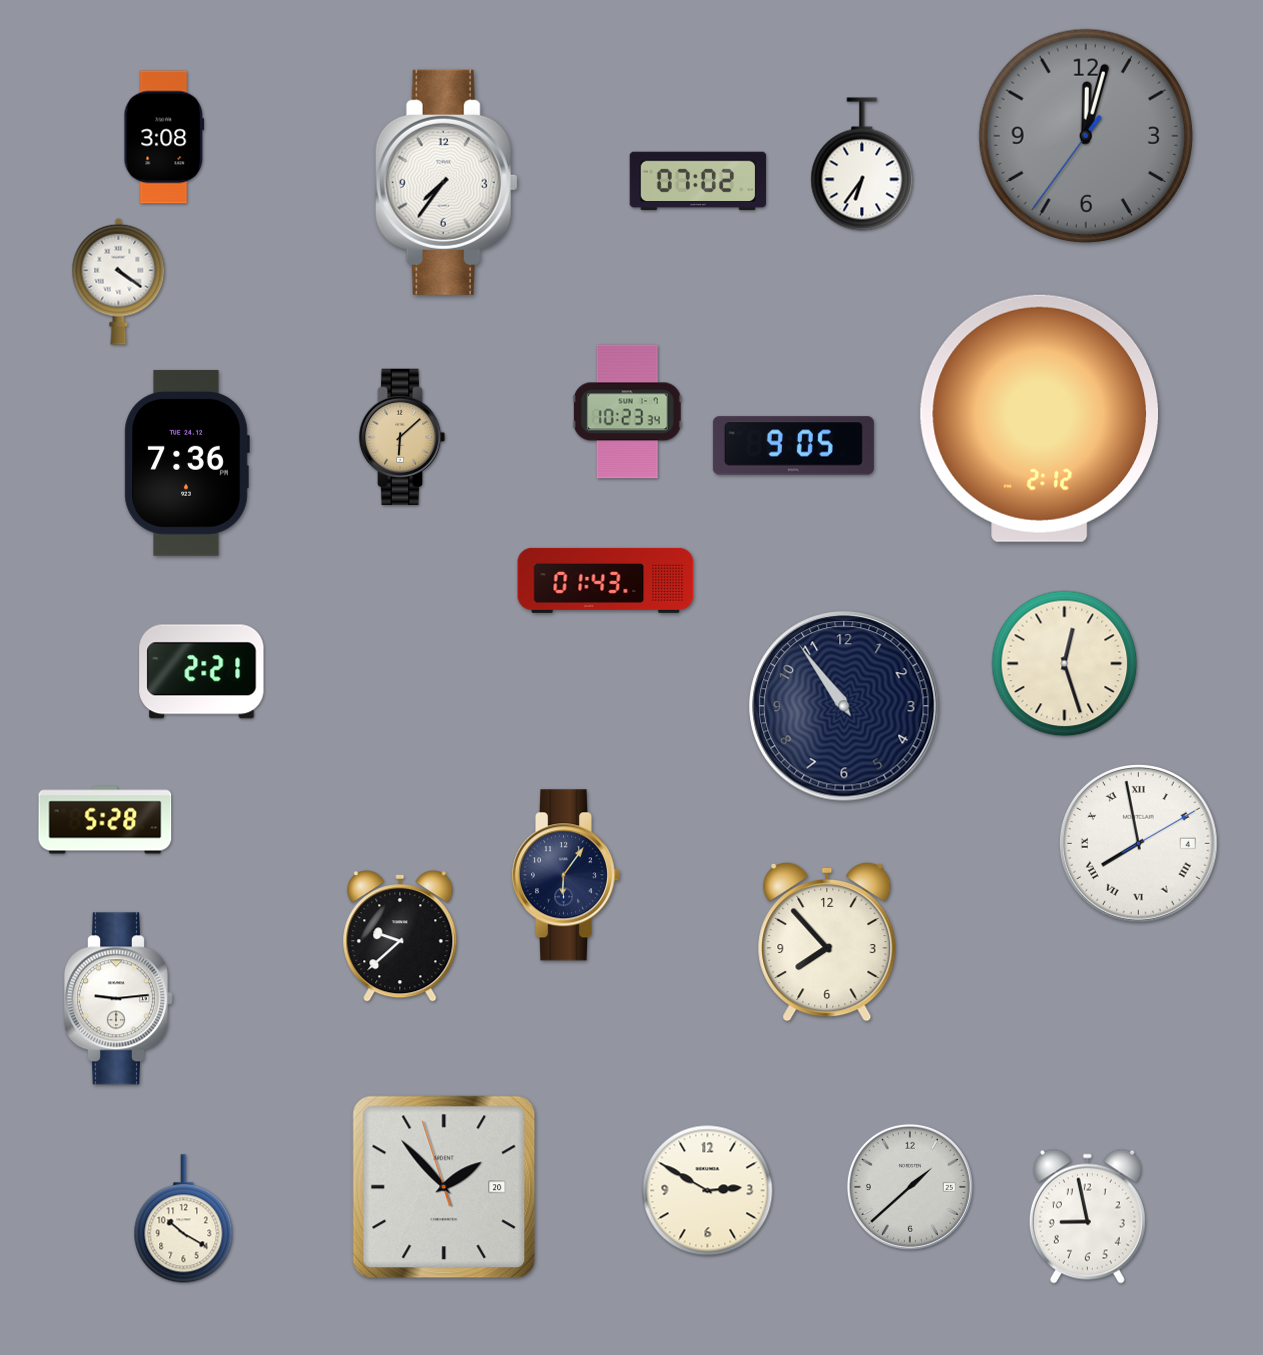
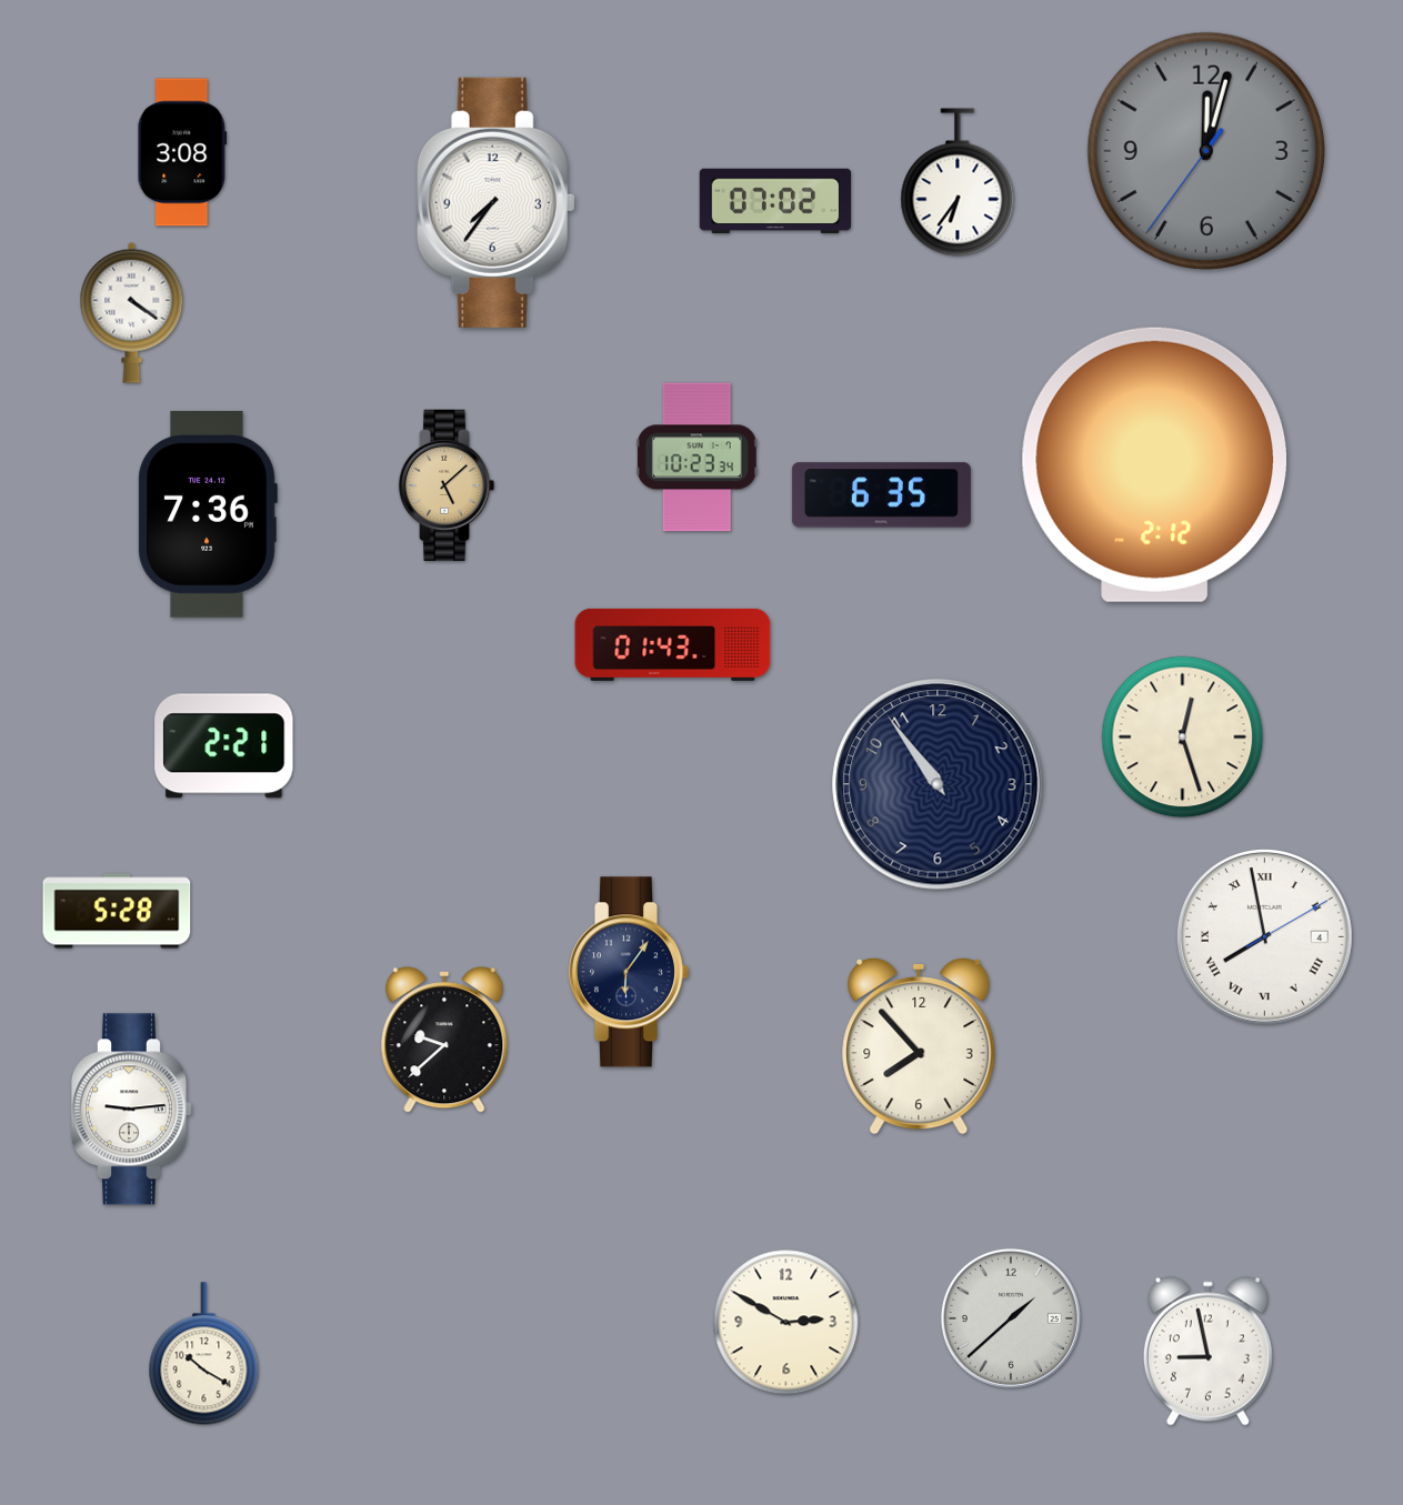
clock at (402, 437): 6:08 -> 5:08
clock at (793, 446): 9:05 -> 6:35
clock at (444, 1187): 1:52 -> none
